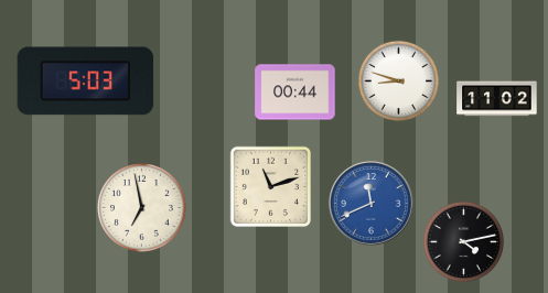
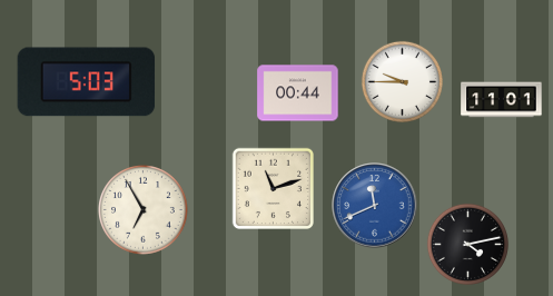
clock at (398, 80): 8:48 -> 9:45
clock at (497, 99): 11:02 -> 11:01
clock at (142, 208): 6:58 -> 6:55
